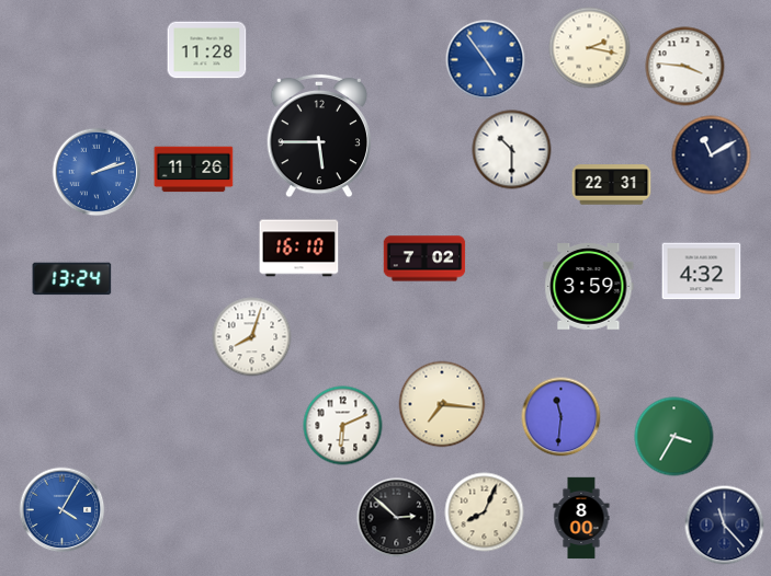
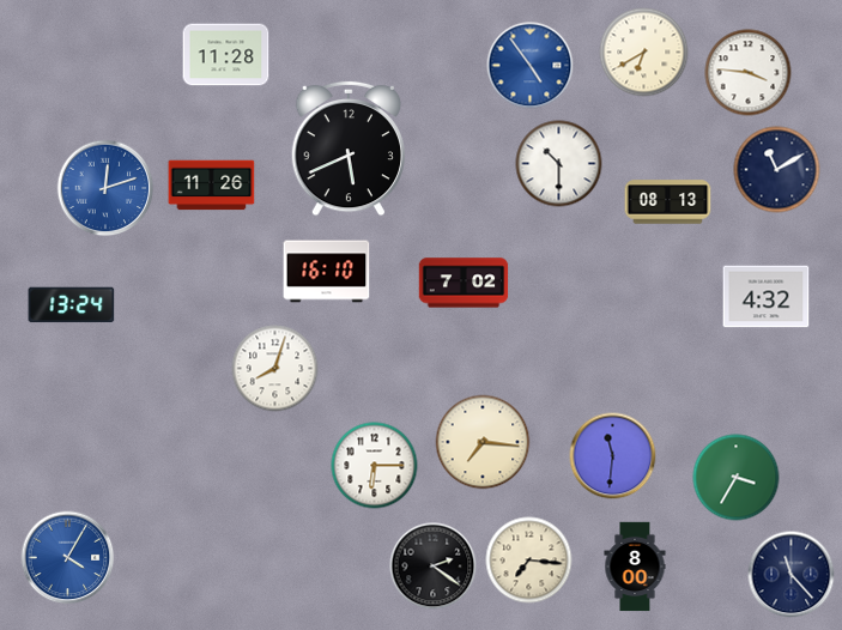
clock at (590, 48): 2:17 -> 6:40
clock at (318, 136): 5:45 -> 5:41
clock at (97, 172): 2:12 -> 12:12
clock at (612, 185): 22:31 -> 08:13
clock at (72, 279) position: (72, 279) -> (72, 305)
clock at (589, 287): 3:59 -> none
clock at (343, 426): 6:11 -> 6:15
clock at (485, 512): 8:04 -> 7:16
clock at (397, 518): 2:52 -> 2:21
